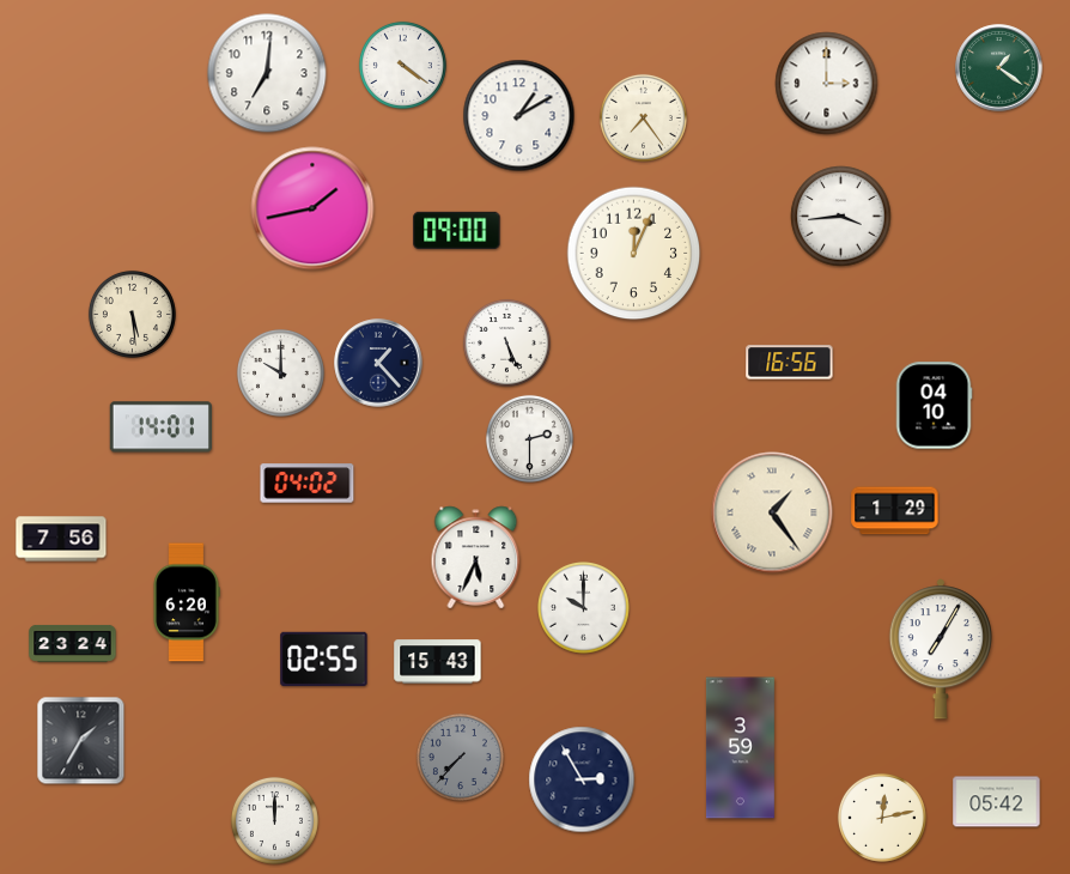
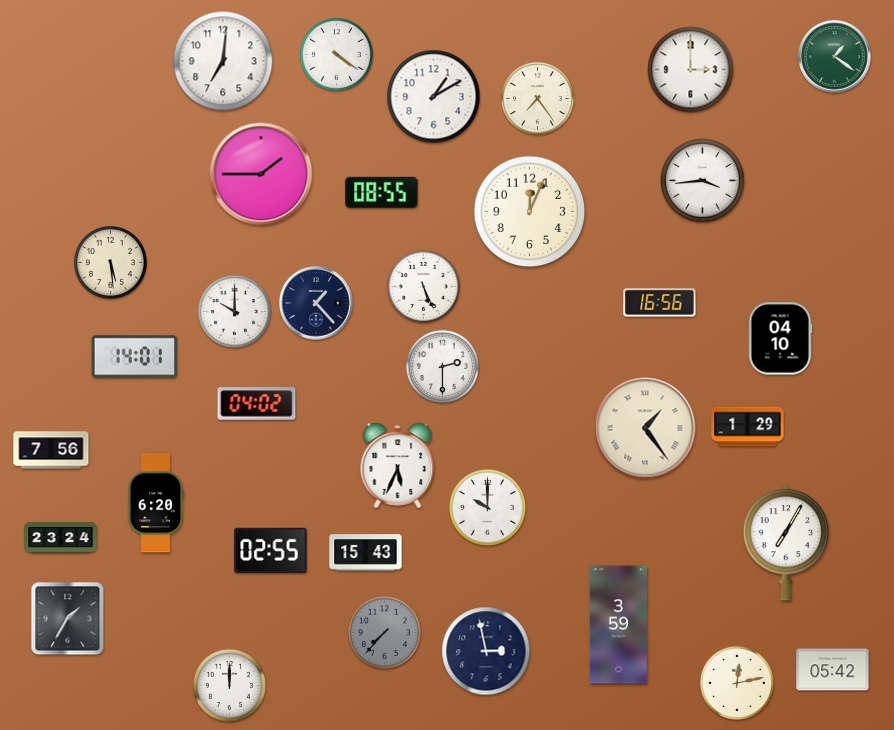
clock at (312, 208): 1:43 -> 1:45
clock at (457, 230): 09:00 -> 08:55
clock at (582, 779): 2:55 -> 2:58
